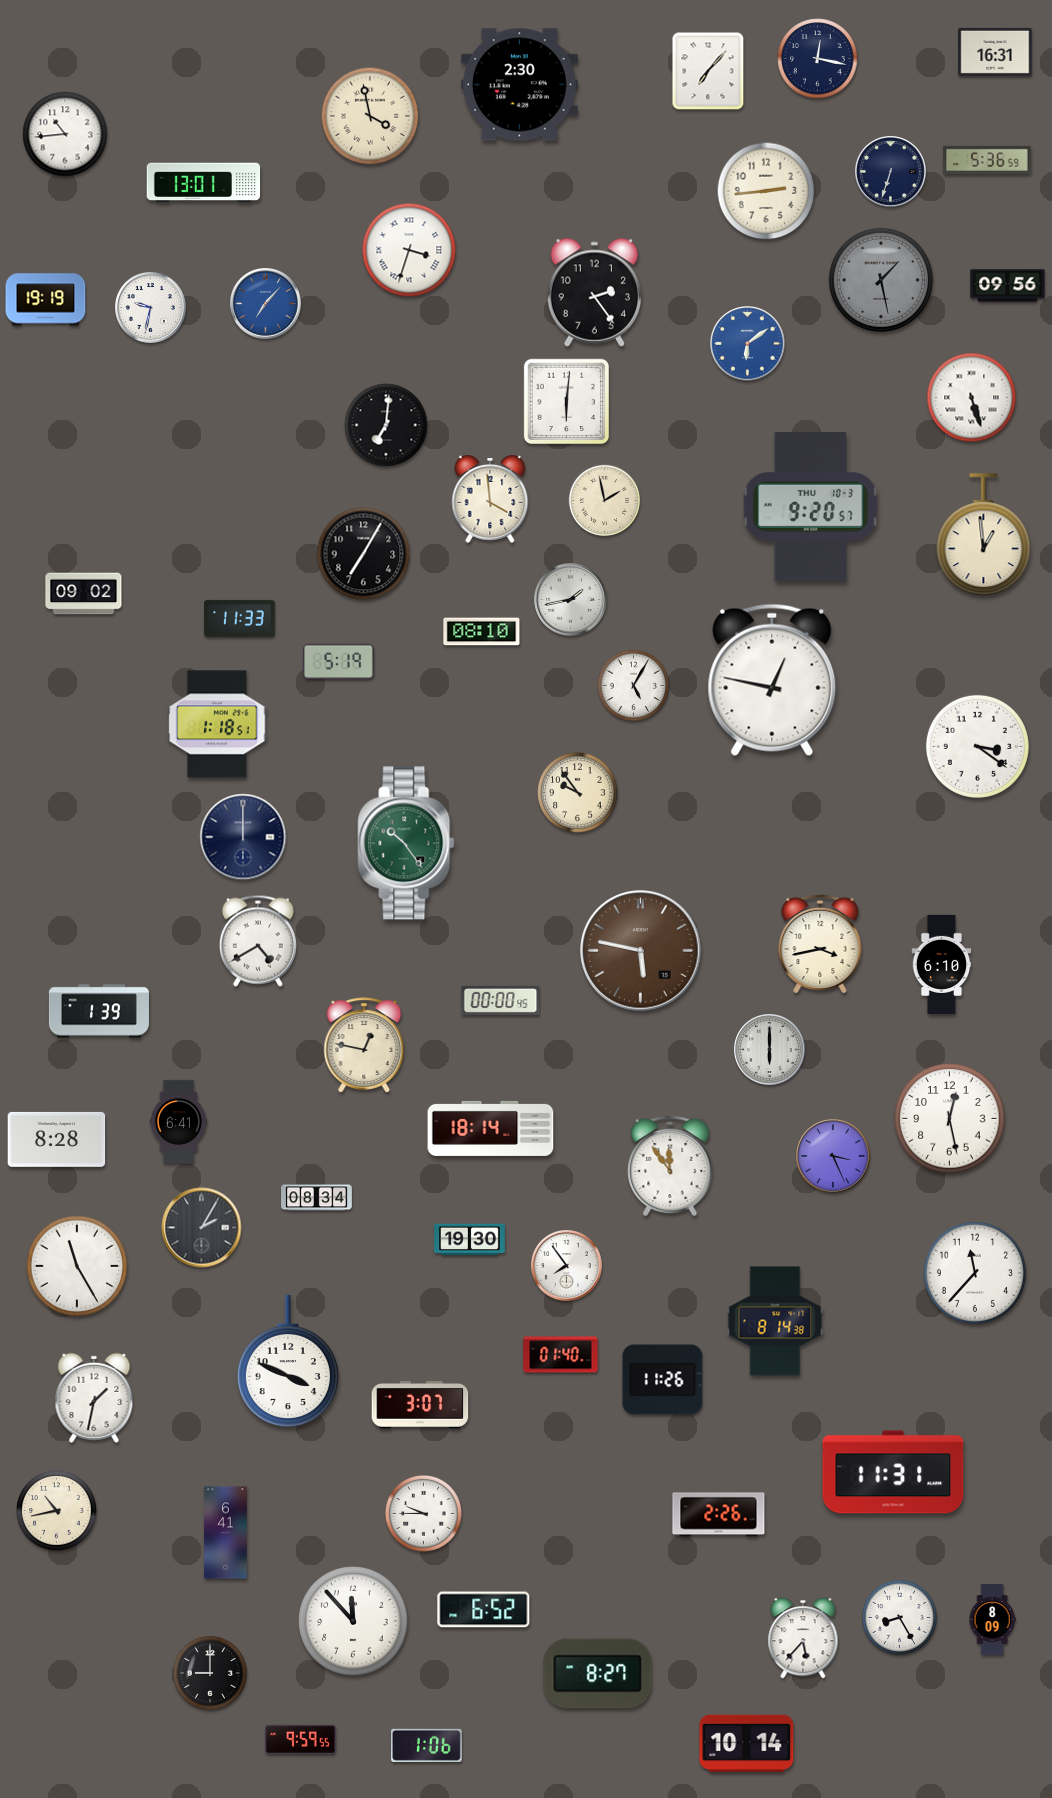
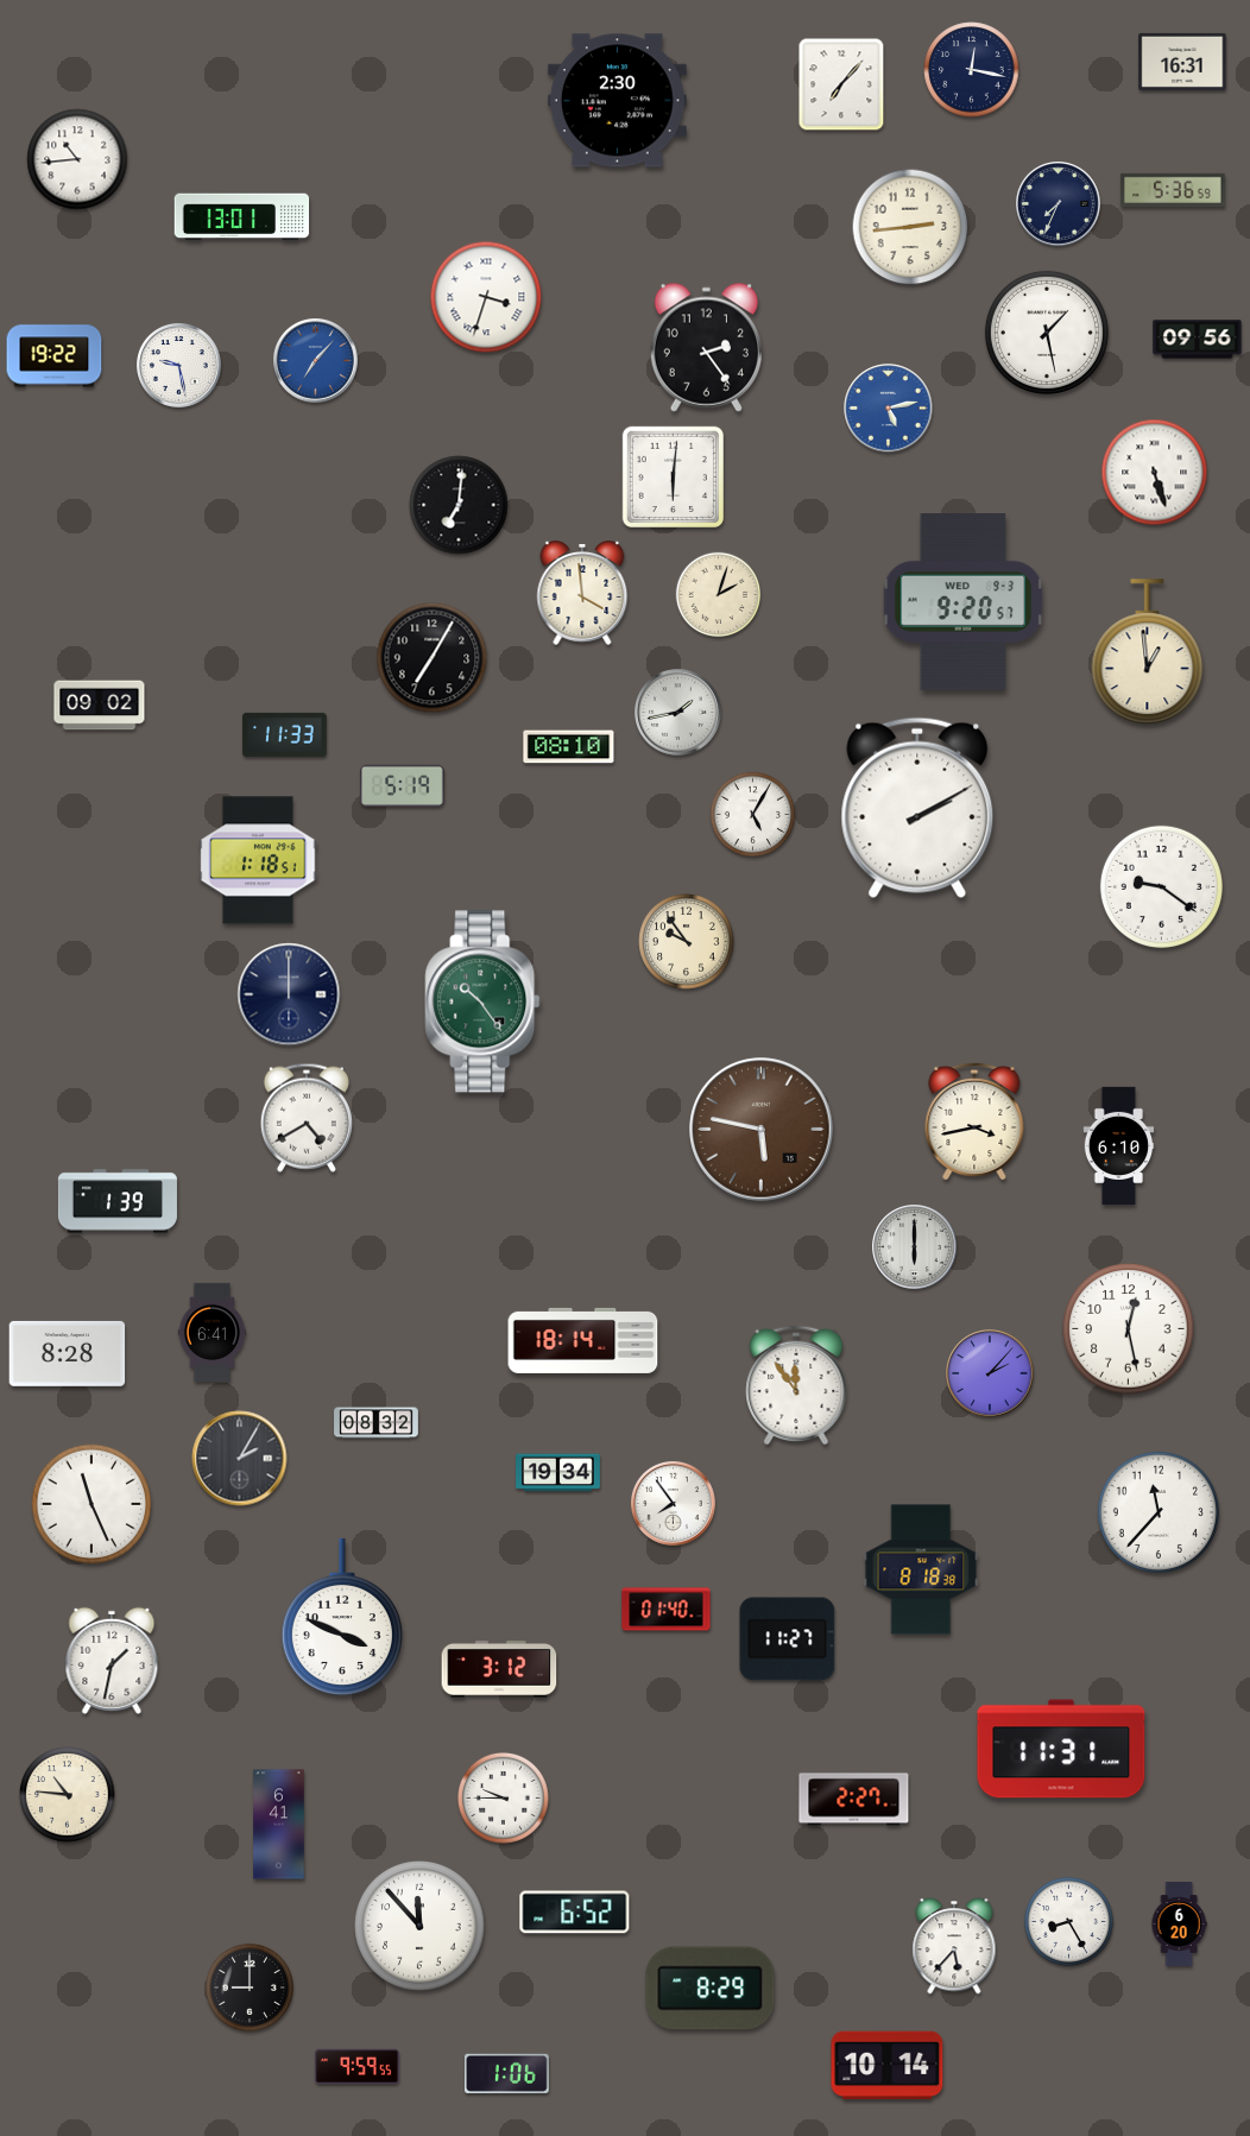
clock at (370, 116): 3:58 -> none
clock at (891, 172): 6:33 -> 7:34
clock at (881, 280) dial: grey -> white
clock at (46, 300): 19:19 -> 19:22
clock at (151, 308): 9:32 -> 9:28
clock at (748, 344): 6:09 -> 5:13
clock at (605, 501): 1:58 -> 2:03
clock at (811, 507) date: THU 10-3 -> WED 9-3
clock at (984, 535) position: (984, 535) -> (1148, 652)
clock at (482, 632) position: (482, 632) -> (569, 747)
clock at (772, 680): 12:47 -> 2:10
clock at (977, 746): 3:21 -> 9:21
clock at (501, 1000): 00:00 -> none
clock at (364, 1045): 12:47 -> none
clock at (833, 1156): 3:26 -> 2:07
clock at (317, 1198): 08:34 -> 08:32
clock at (470, 1240): 19:30 -> 19:34
clock at (77, 1266): 11:25 -> 11:26
clock at (775, 1321): 8:14 -> 8:18
clock at (663, 1380): 11:26 -> 11:27
clock at (420, 1406): 3:07 -> 3:12
clock at (57, 1511): 10:43 -> 10:46
clock at (719, 1515): 2:26 -> 2:27
clock at (226, 1533) position: (226, 1533) -> (279, 1825)
clock at (992, 1620): 8:09 -> 6:20
clock at (598, 1674): 8:27 -> 8:29
clock at (747, 1744) position: (747, 1744) -> (888, 2066)
